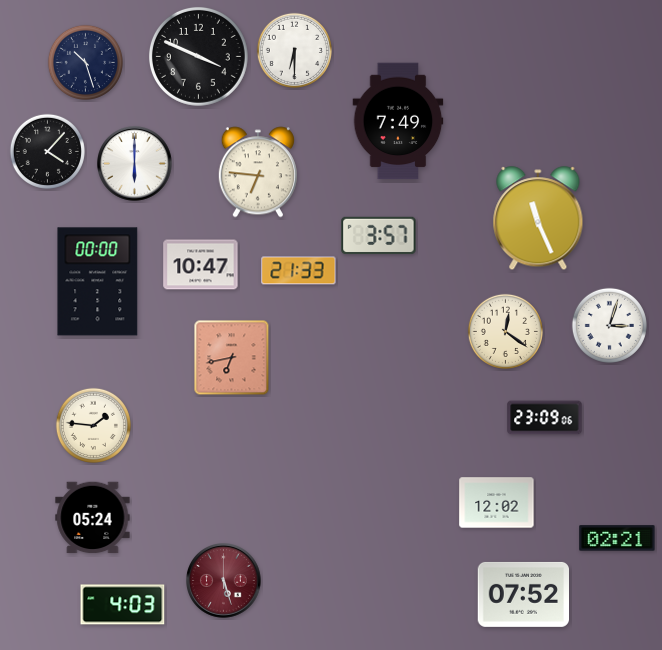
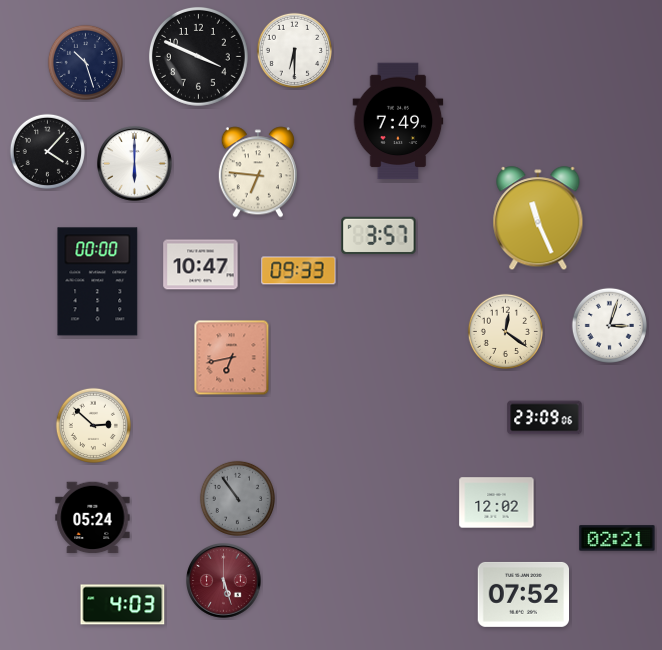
clock at (299, 271): 21:33 -> 09:33
clock at (93, 425): 1:46 -> 2:52
clock at (237, 498): none -> 10:54
